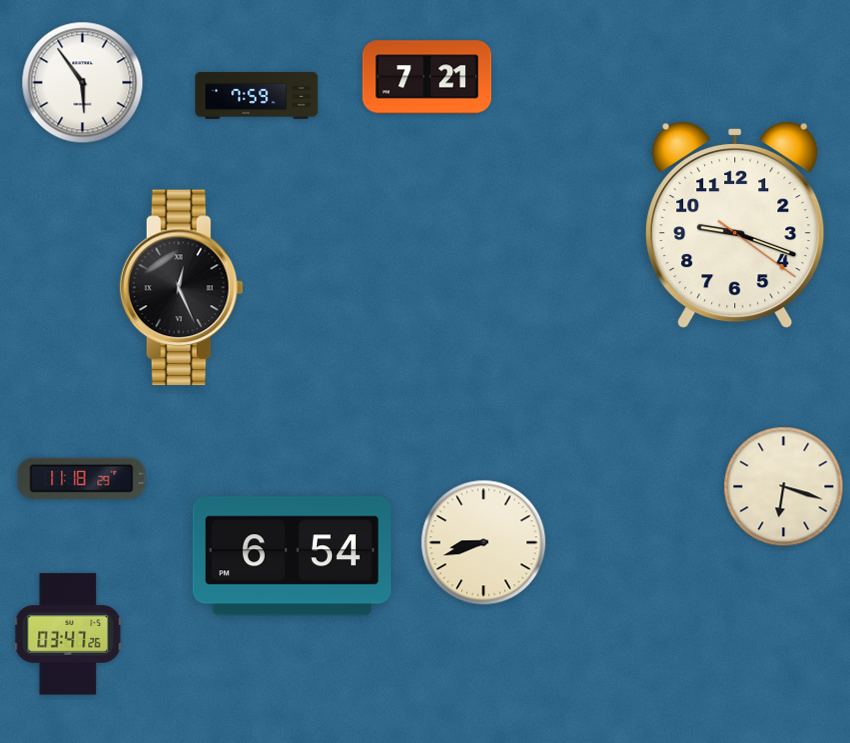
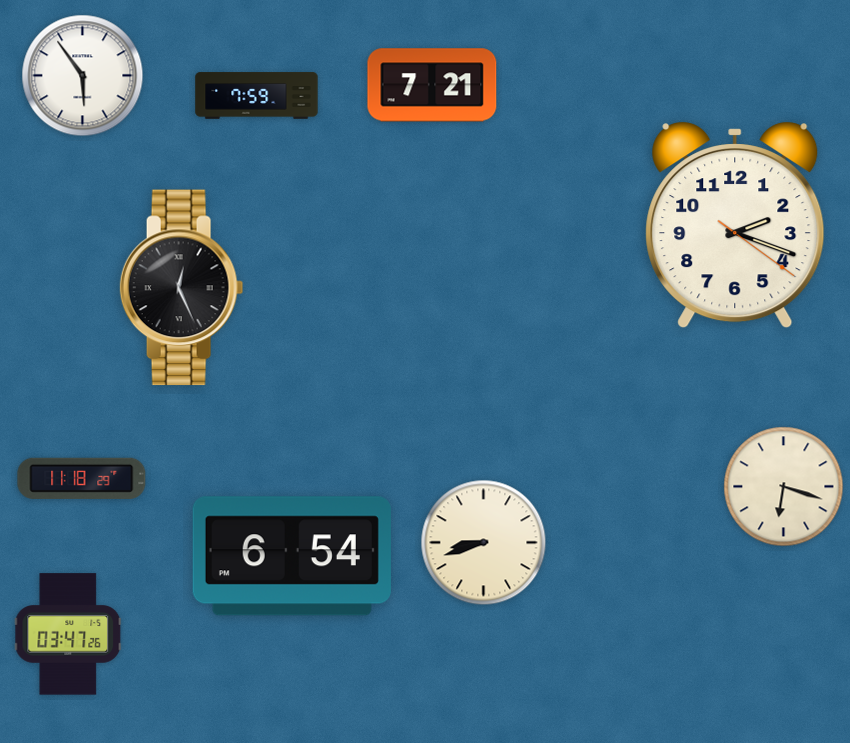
clock at (427, 77) position: (427, 77) -> (432, 85)
clock at (83, 83) position: (83, 83) -> (83, 76)
clock at (735, 225): 9:18 -> 2:18
